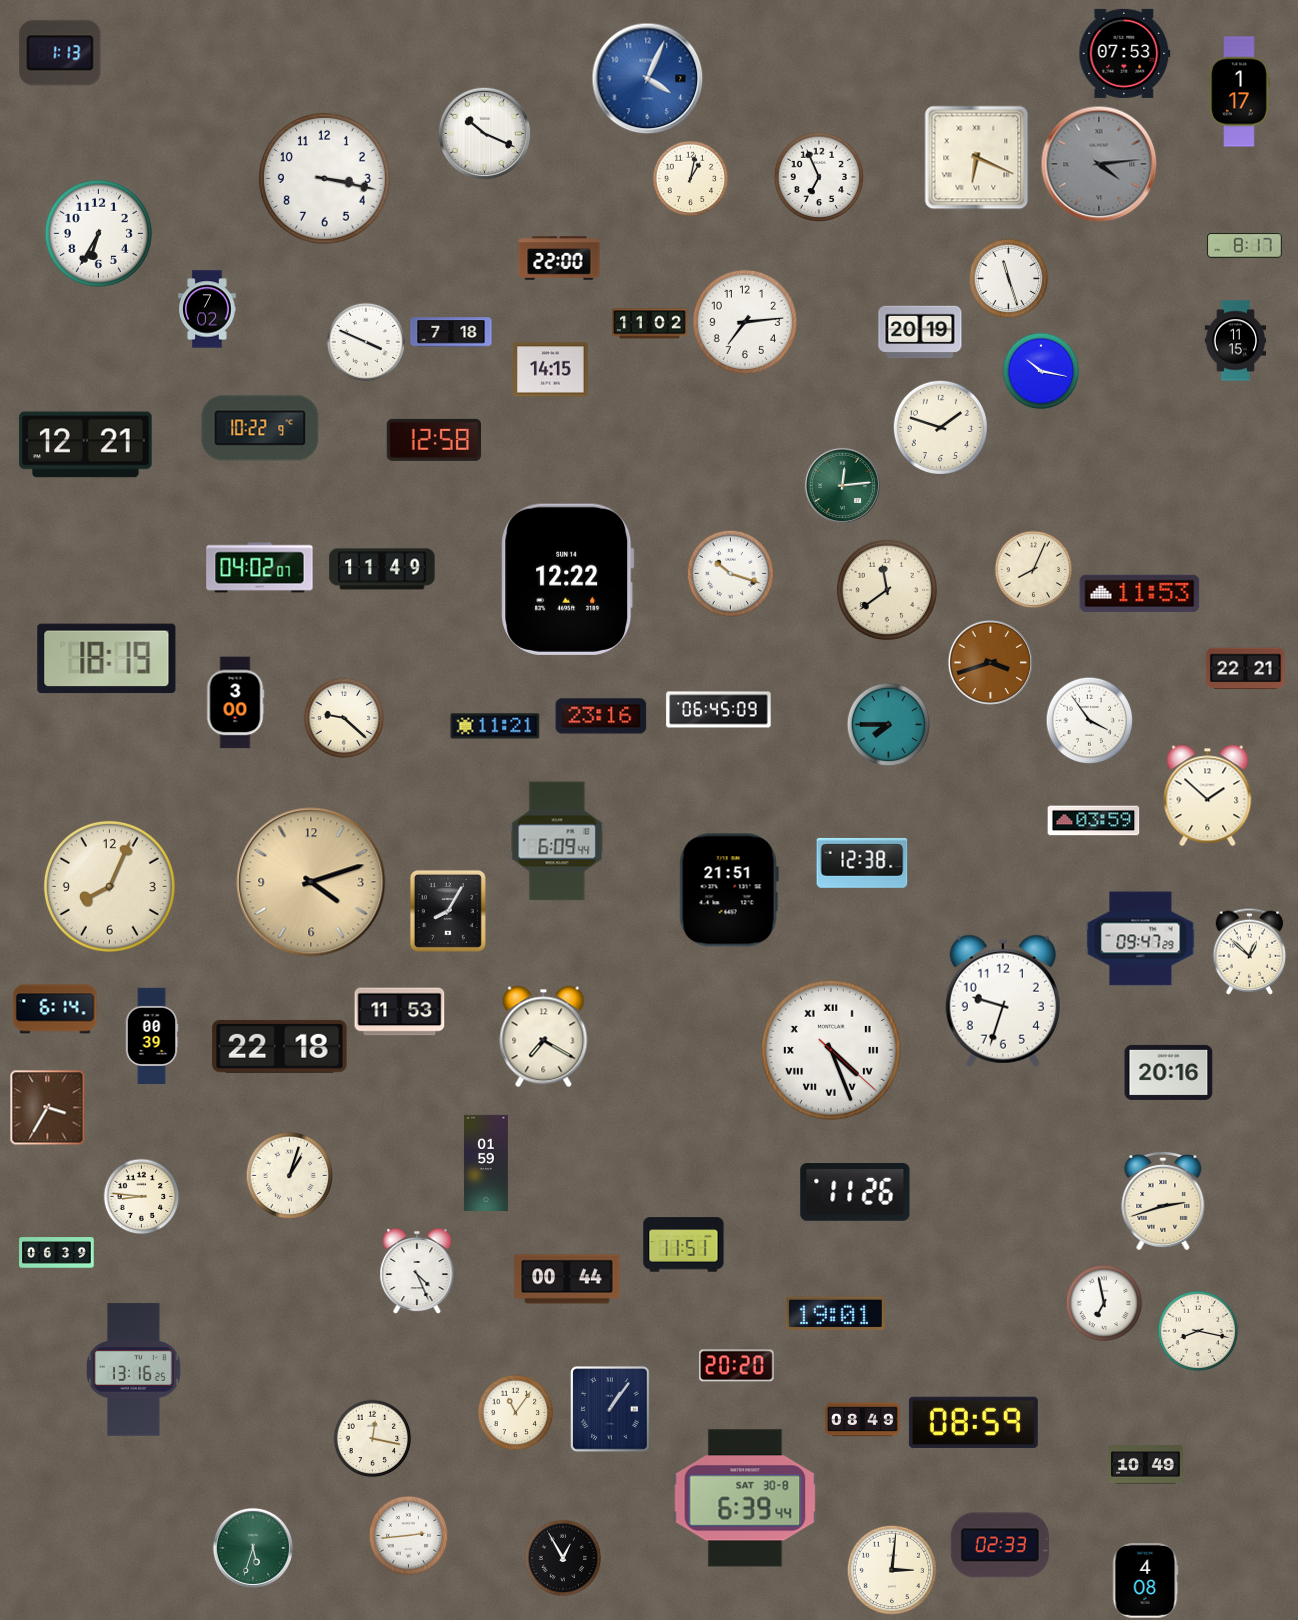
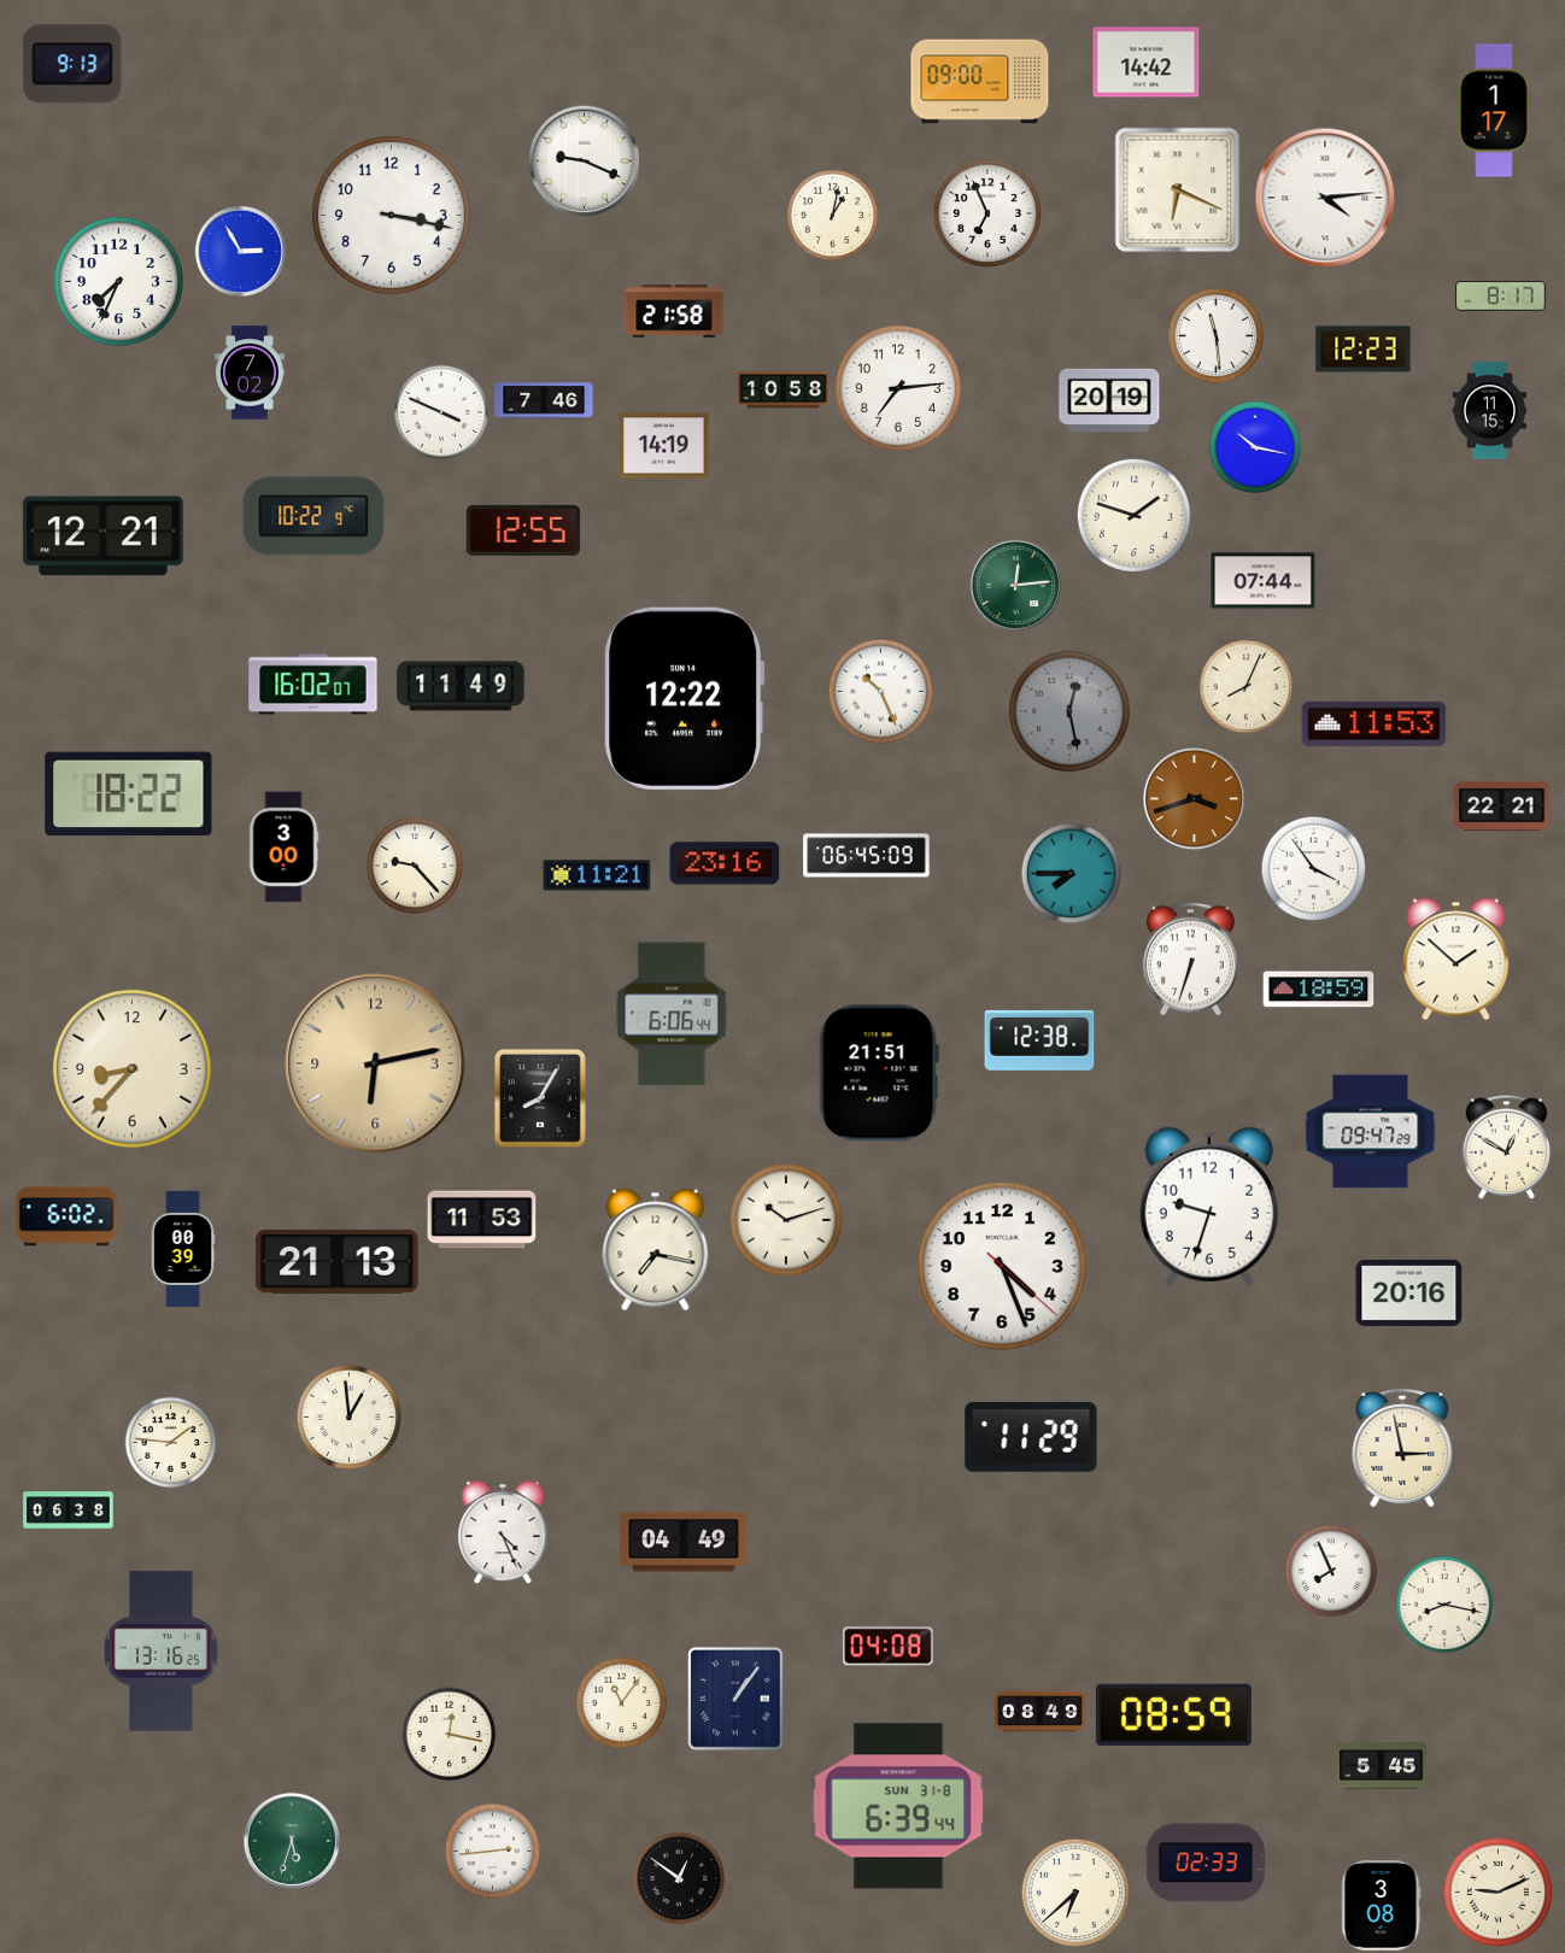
clock at (1147, 63): none -> 14:42
clock at (60, 53): 1:13 -> 9:13
clock at (1125, 53): 07:53 -> none
clock at (980, 82): none -> 09:00
clock at (648, 79): 4:04 -> none
clock at (485, 134): 10:19 -> 9:19
clock at (1099, 164) dial: grey -> white
clock at (240, 251): none -> 2:55
clock at (98, 233): 6:35 -> 7:34
clock at (559, 258): 22:00 -> 21:58
clock at (1009, 279): 11:27 -> 11:29
clock at (1364, 350): none -> 12:23
clock at (650, 324): 11:02 -> 10:58
clock at (451, 332): 7:18 -> 7:46
clock at (551, 370): 14:15 -> 14:19
clock at (434, 440): 12:58 -> 12:55
clock at (1264, 581): none -> 07:44
clock at (260, 568): 04:02 -> 16:02
clock at (731, 574): 10:18 -> 10:26
clock at (887, 590): 11:39 -> 12:28
clock at (887, 590) dial: cream -> grey
clock at (1140, 593) position: (1140, 593) -> (1374, 723)
clock at (107, 659): 18:19 -> 18:22
clock at (344, 718): 9:22 -> 9:23
clock at (1190, 960): none -> 6:33
clock at (1094, 821): 03:59 -> 18:59
clock at (557, 841): 6:09 -> 6:06
clock at (311, 882): 4:12 -> 6:13
clock at (109, 886): 8:04 -> 8:37
clock at (1141, 939) position: (1141, 939) -> (1371, 1132)
clock at (1250, 951): 12:52 -> 12:50
clock at (55, 1009): 6:14 -> 6:02
clock at (785, 1219): none -> 10:12
clock at (544, 1037): 7:20 -> 7:17
clock at (280, 1046): 22:18 -> 21:13
clock at (831, 1050) numerals: Roman -> Arabic
clock at (48, 1108): 3:35 -> none
clock at (486, 1163): 01:59 -> none
clock at (290, 1176): 1:03 -> 12:59
clock at (855, 1193): 11:26 -> 11:29
clock at (142, 1197): 8:46 -> 1:46
clock at (1163, 1202): 2:42 -> 2:58
clock at (684, 1245): 11:51 -> none
clock at (57, 1253): 06:39 -> 06:38
clock at (567, 1279): 00:44 -> 04:49
clock at (1104, 1303): 6:58 -> 7:56
clock at (835, 1314): 19:01 -> none
clock at (737, 1366): 20:20 -> 04:08
clock at (1146, 1465): 10:49 -> 5:45
clock at (745, 1498) date: SAT 30-8 -> SUN 31-8
clock at (253, 1548) position: (253, 1548) -> (292, 1841)
clock at (563, 1558): 12:55 -> 12:51
clock at (1497, 1892): none -> 9:11
clock at (892, 1570): 3:01 -> 6:38
clock at (1145, 1581): 4:08 -> 3:08
